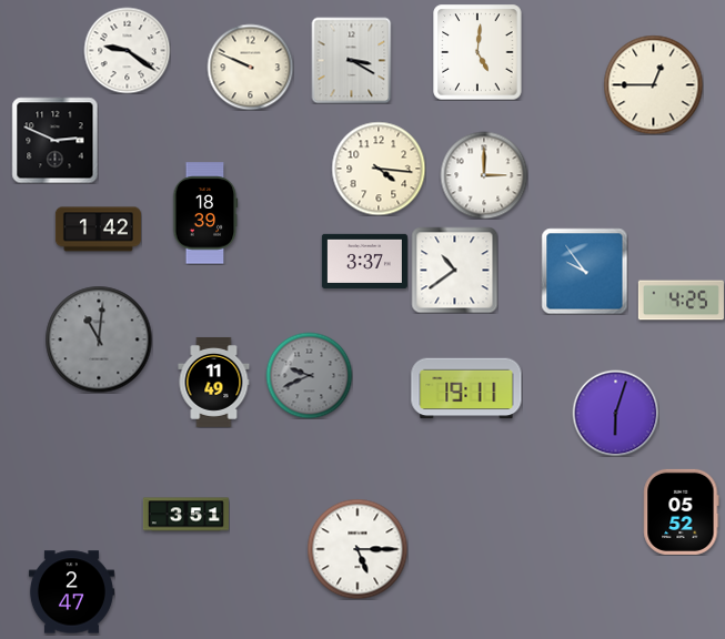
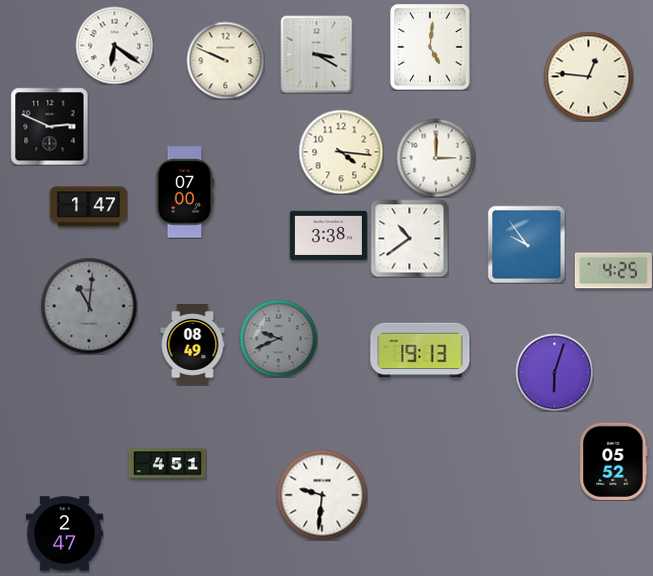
clock at (127, 50): 9:21 -> 6:21
clock at (653, 84): 12:45 -> 12:46
clock at (205, 213): 18:39 -> 07:00
clock at (98, 230): 1:42 -> 1:47
clock at (364, 261): 3:37 -> 3:38
clock at (454, 270) position: (454, 270) -> (409, 238)
clock at (214, 382): 11:49 -> 08:49
clock at (466, 388): 19:11 -> 19:13
clock at (185, 515): 3:51 -> 4:51
clock at (358, 549): 5:15 -> 9:31
